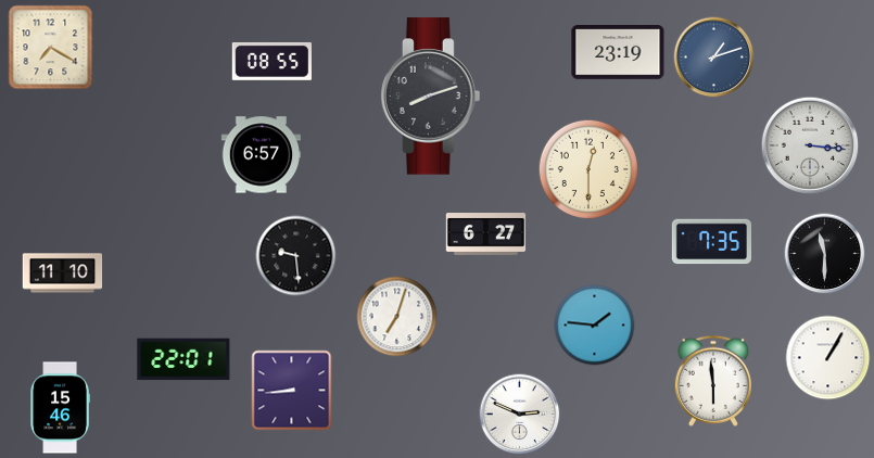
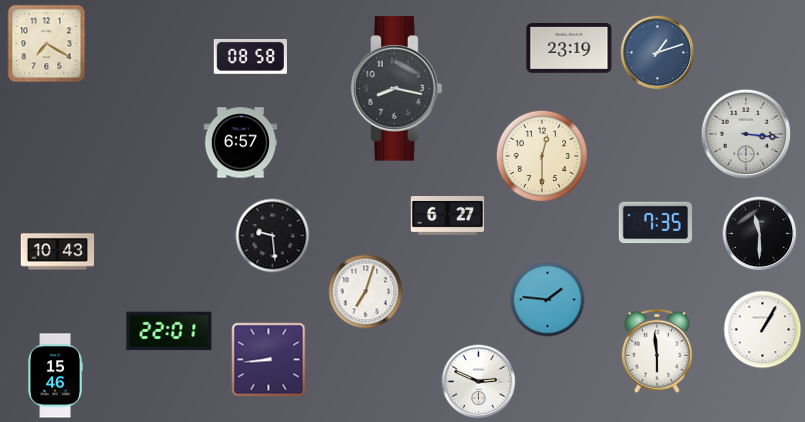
clock at (271, 61): 08:55 -> 08:58
clock at (431, 97): 8:12 -> 8:17
clock at (63, 273): 11:10 -> 10:43
